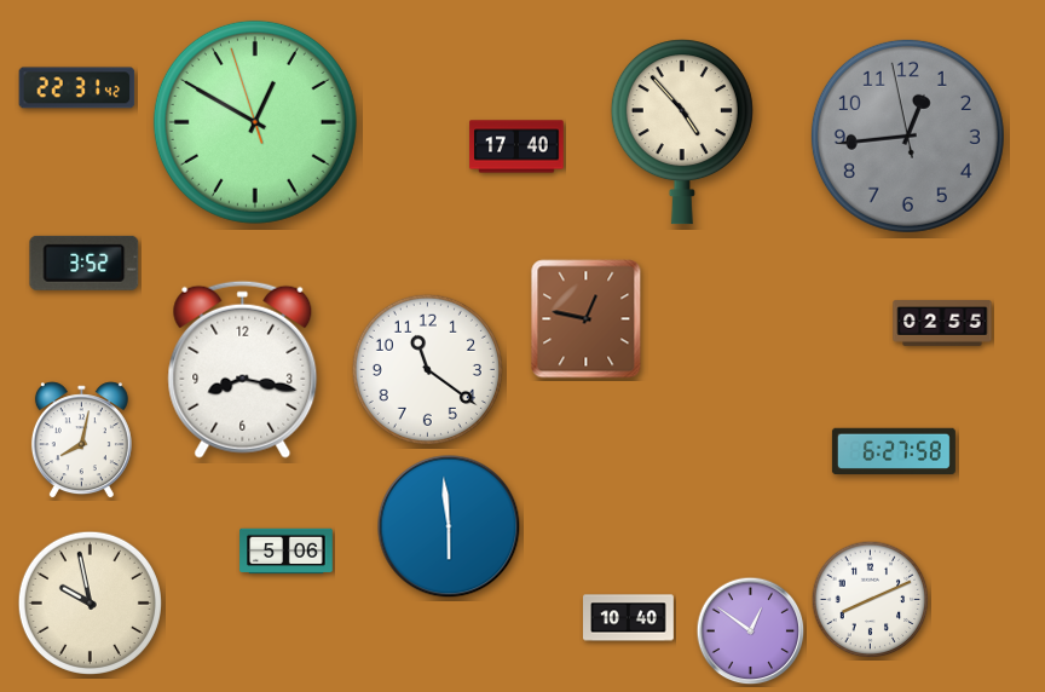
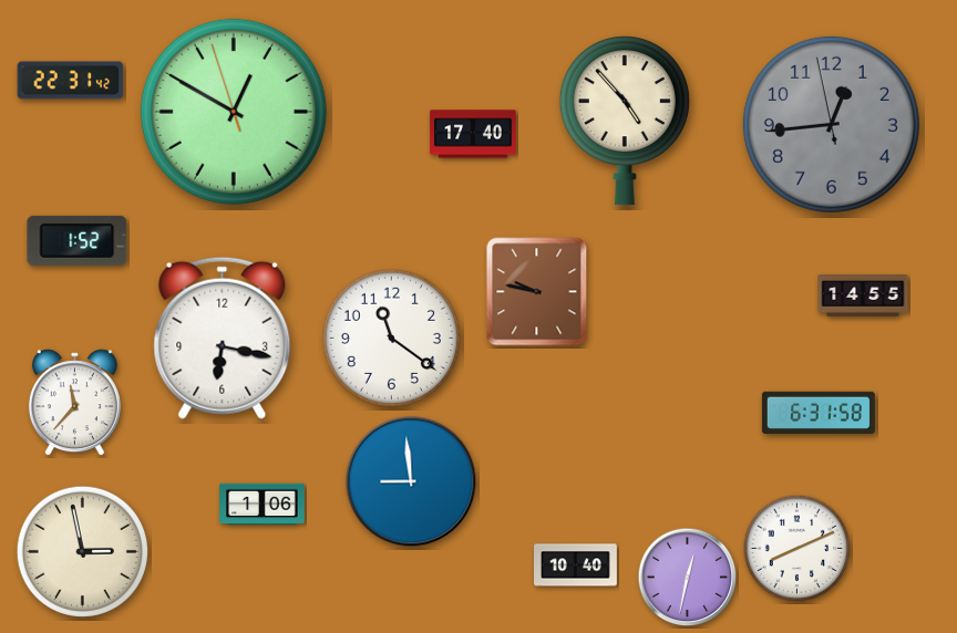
clock at (85, 263): 3:52 -> 1:52
clock at (587, 319): 12:47 -> 9:47
clock at (942, 323): 02:55 -> 14:55
clock at (243, 369): 8:17 -> 6:17
clock at (81, 440): 8:02 -> 11:37
clock at (894, 451): 6:27 -> 6:31
clock at (449, 526): 5:59 -> 8:59
clock at (287, 552): 5:06 -> 1:06
clock at (90, 602): 9:58 -> 2:58
clock at (751, 632): 12:51 -> 12:32
